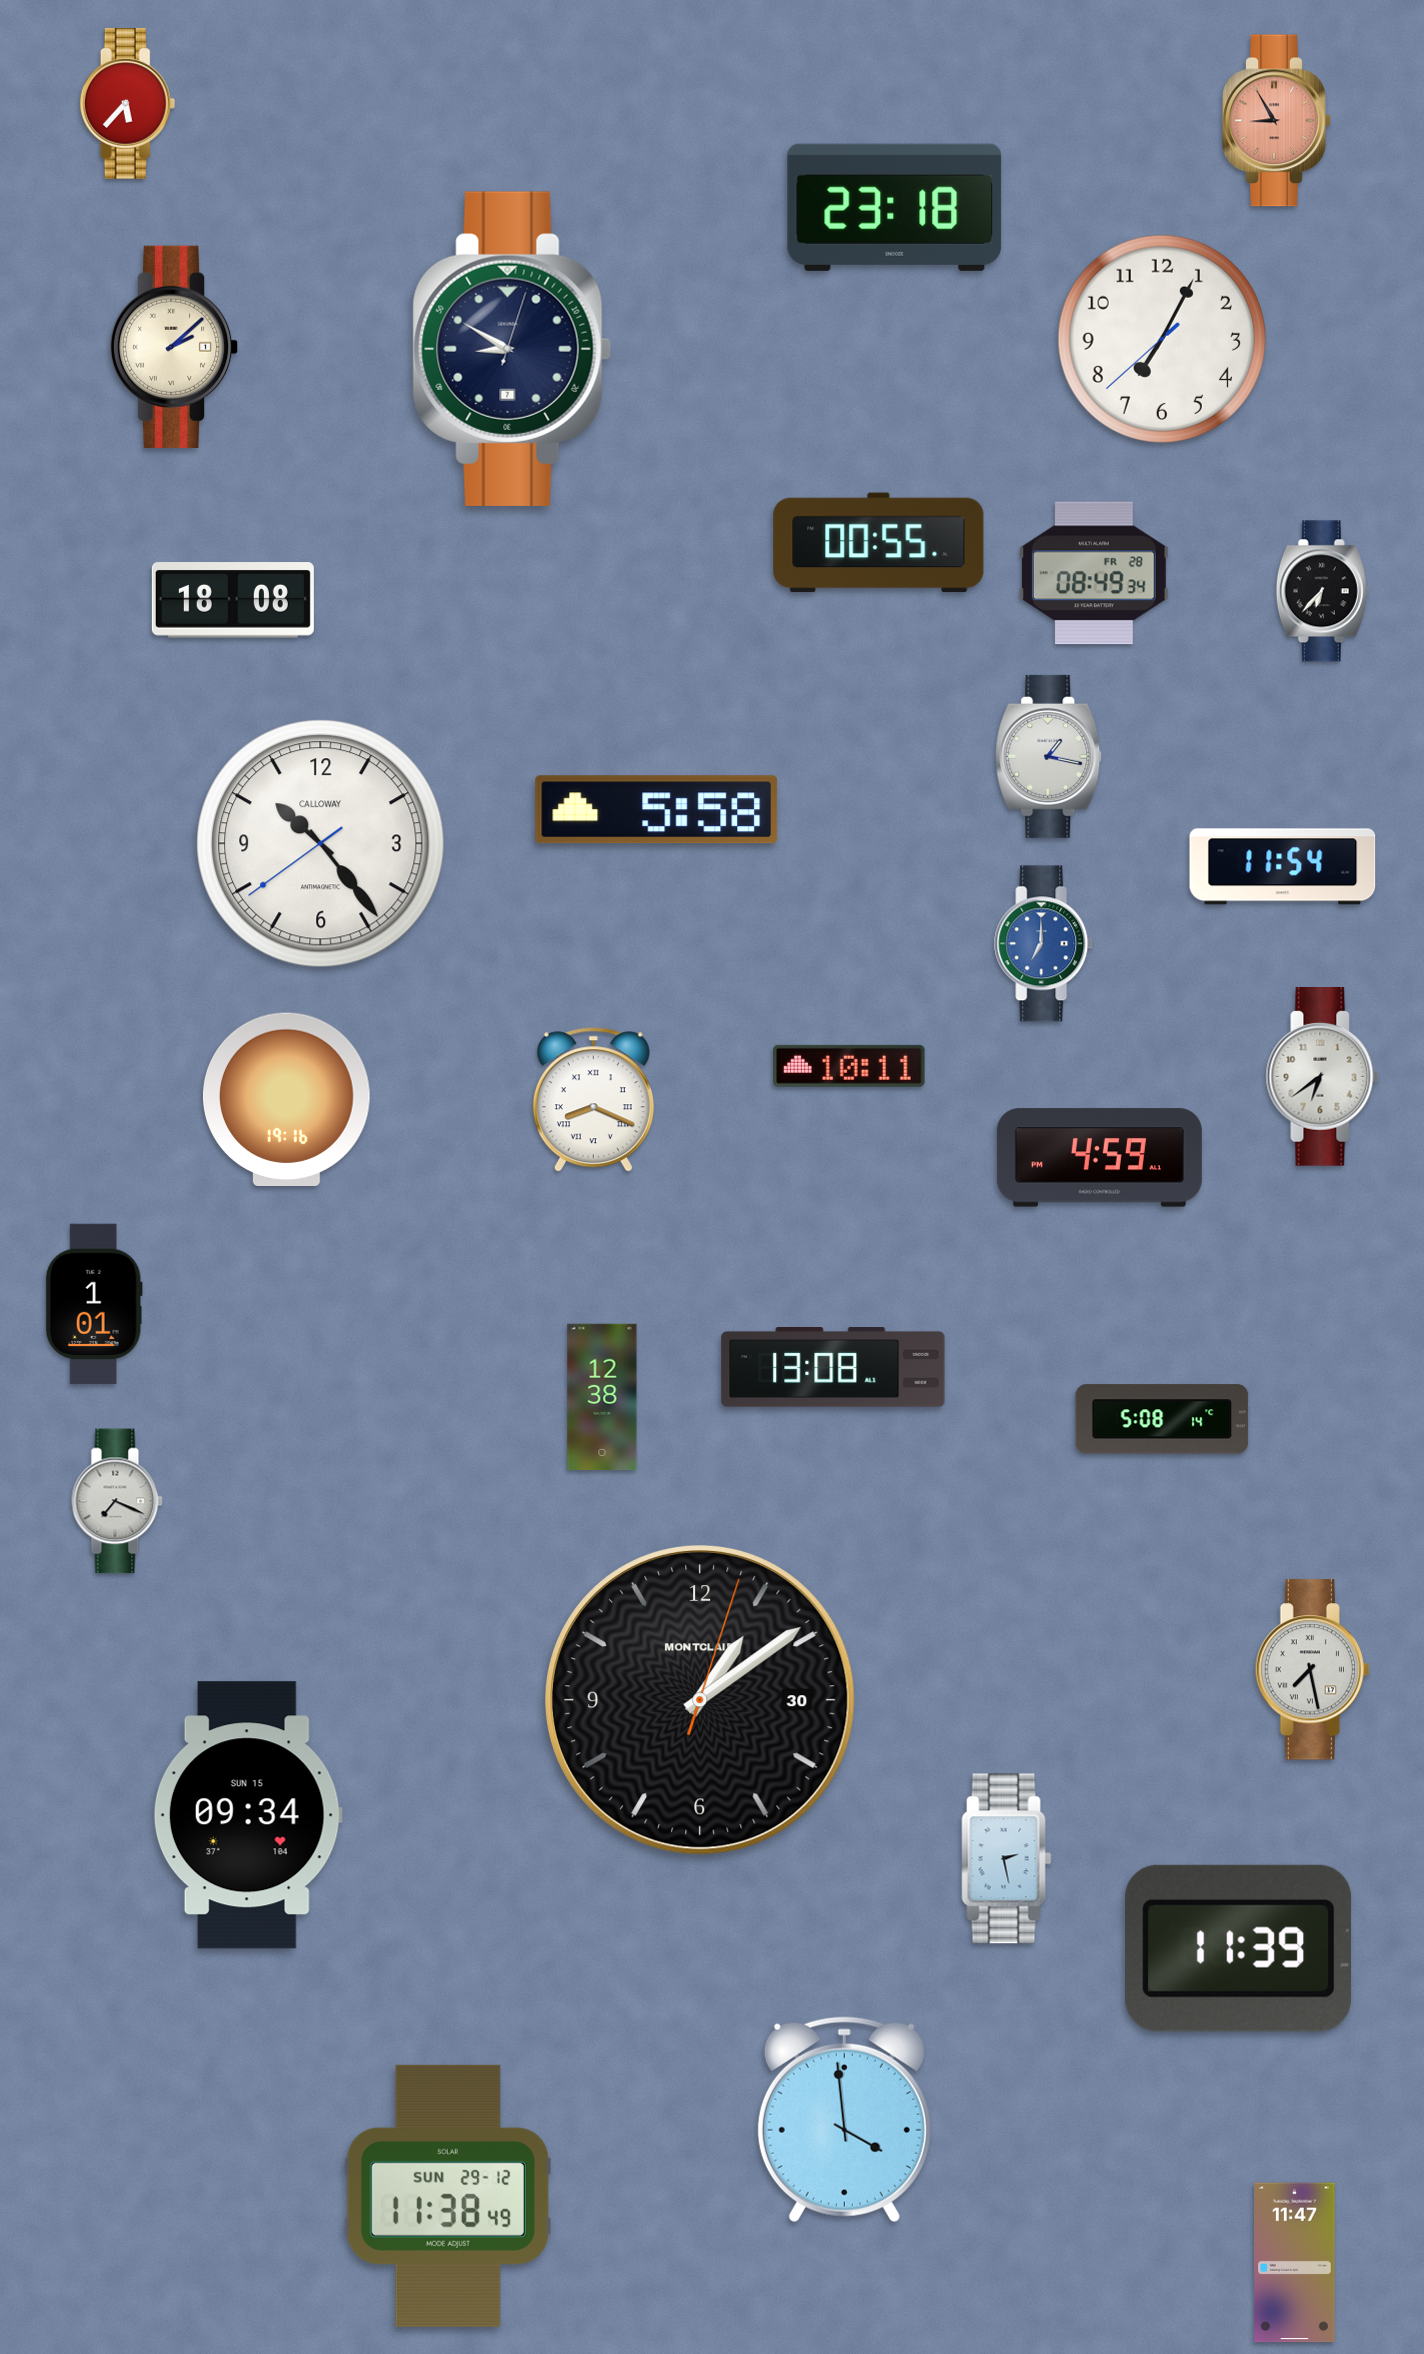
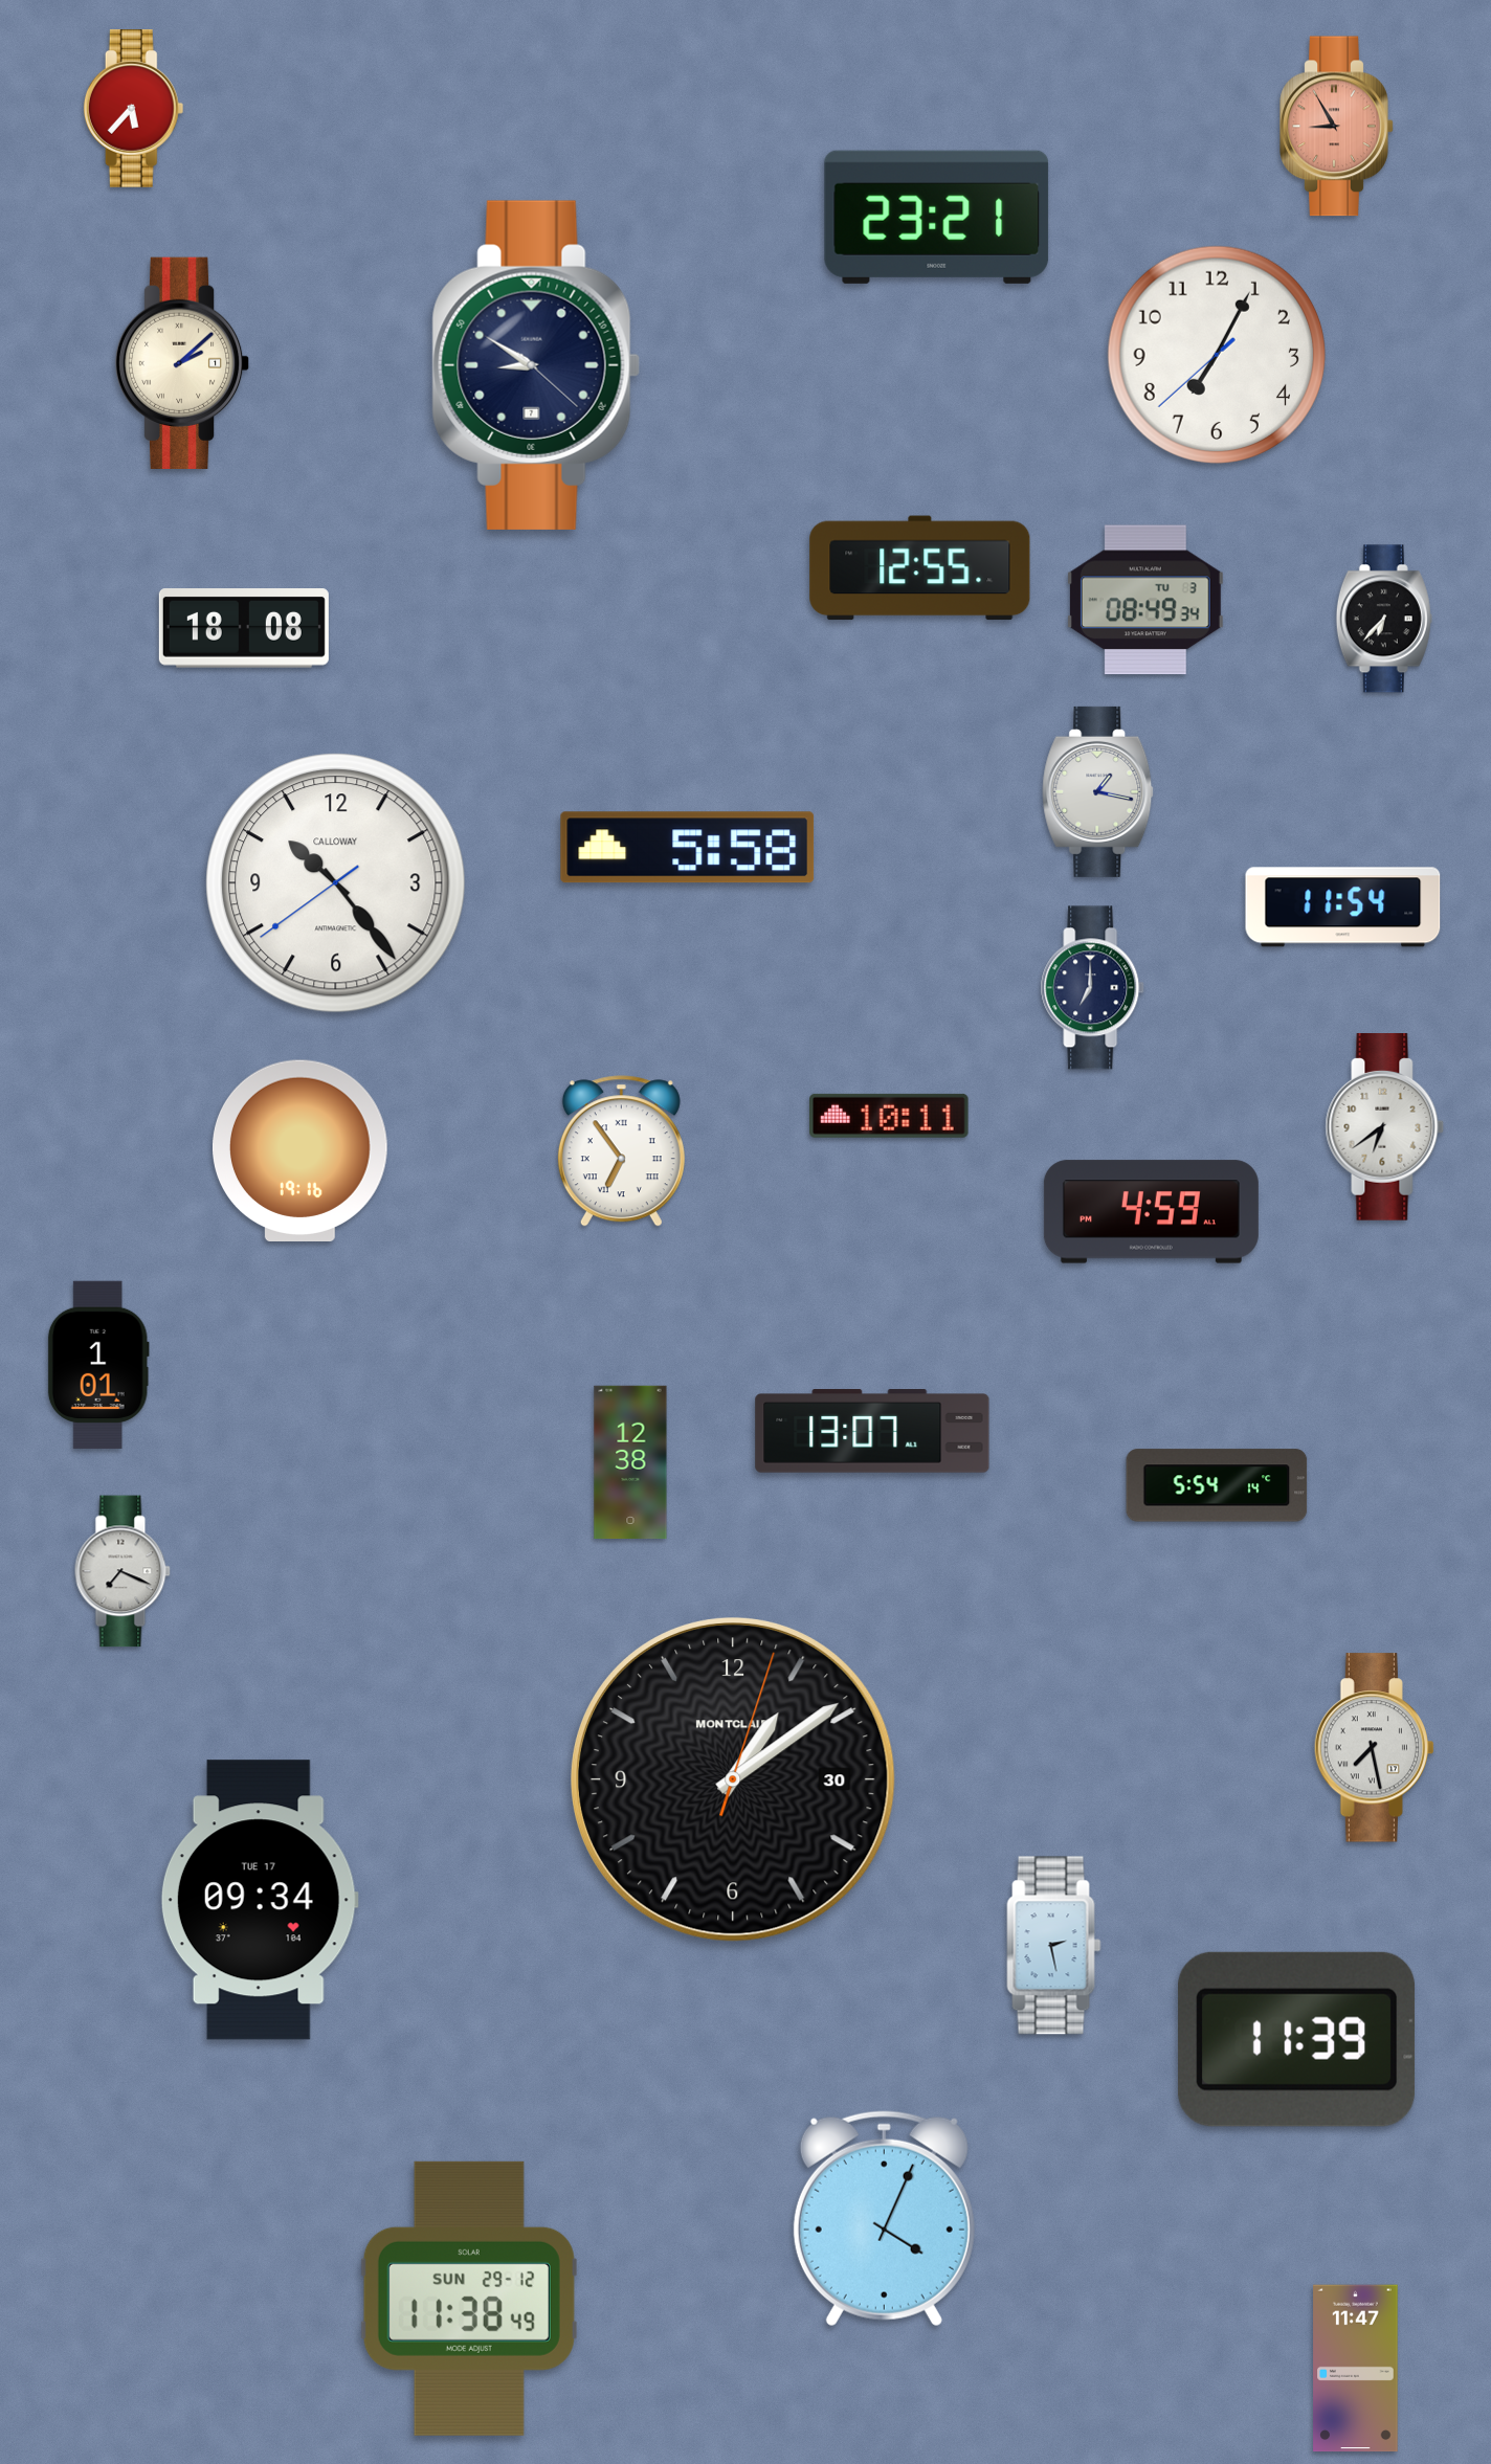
clock at (895, 207): 23:18 -> 23:21
clock at (512, 349): 8:50:03 -> 8:50:22
clock at (879, 543): 00:55 -> 12:55
clock at (1094, 573) date: FR 28 -> TU 3
clock at (1044, 944) dial: blue -> navy
clock at (593, 1100): 8:19 -> 6:54
clock at (833, 1367): 13:08 -> 13:07
clock at (1162, 1419): 5:08 -> 5:54
clock at (248, 1815) date: SUN 15 -> TUE 17
clock at (844, 2120): 3:59 -> 4:04
